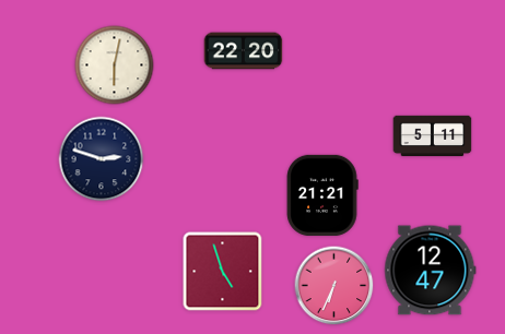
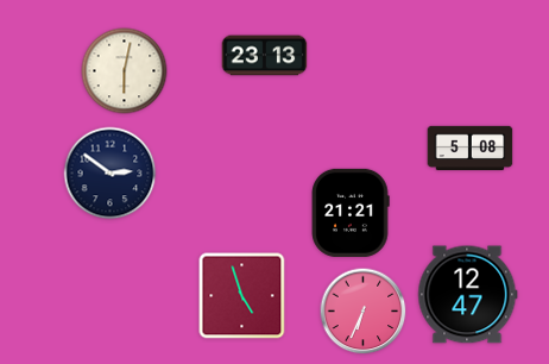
clock at (244, 51): 22:20 -> 23:13
clock at (433, 136): 5:11 -> 5:08
clock at (102, 159): 2:48 -> 2:51
